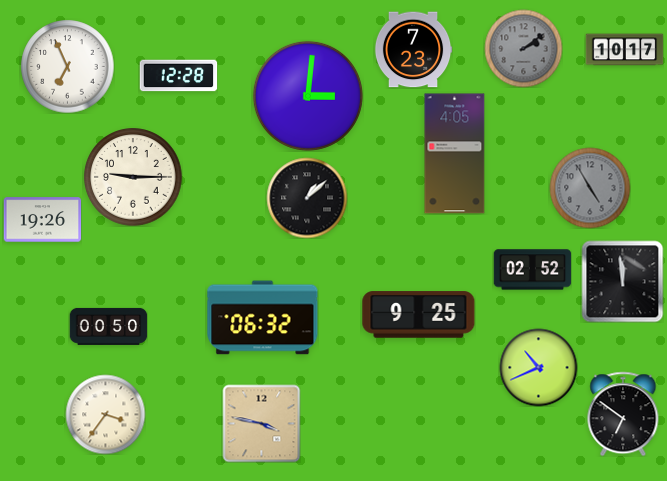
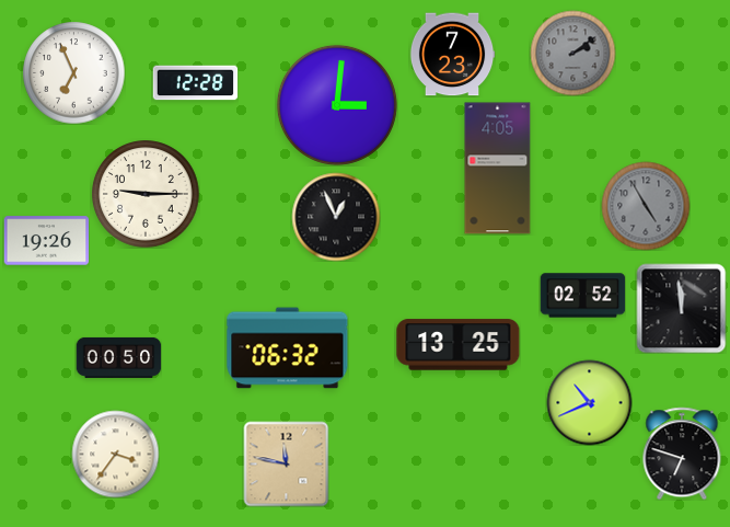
clock at (624, 50): 10:17 -> none
clock at (307, 198): 1:08 -> 12:56
clock at (419, 315): 9:25 -> 13:25
clock at (623, 414): 6:51 -> 6:48
clock at (261, 423): 3:47 -> 11:47
